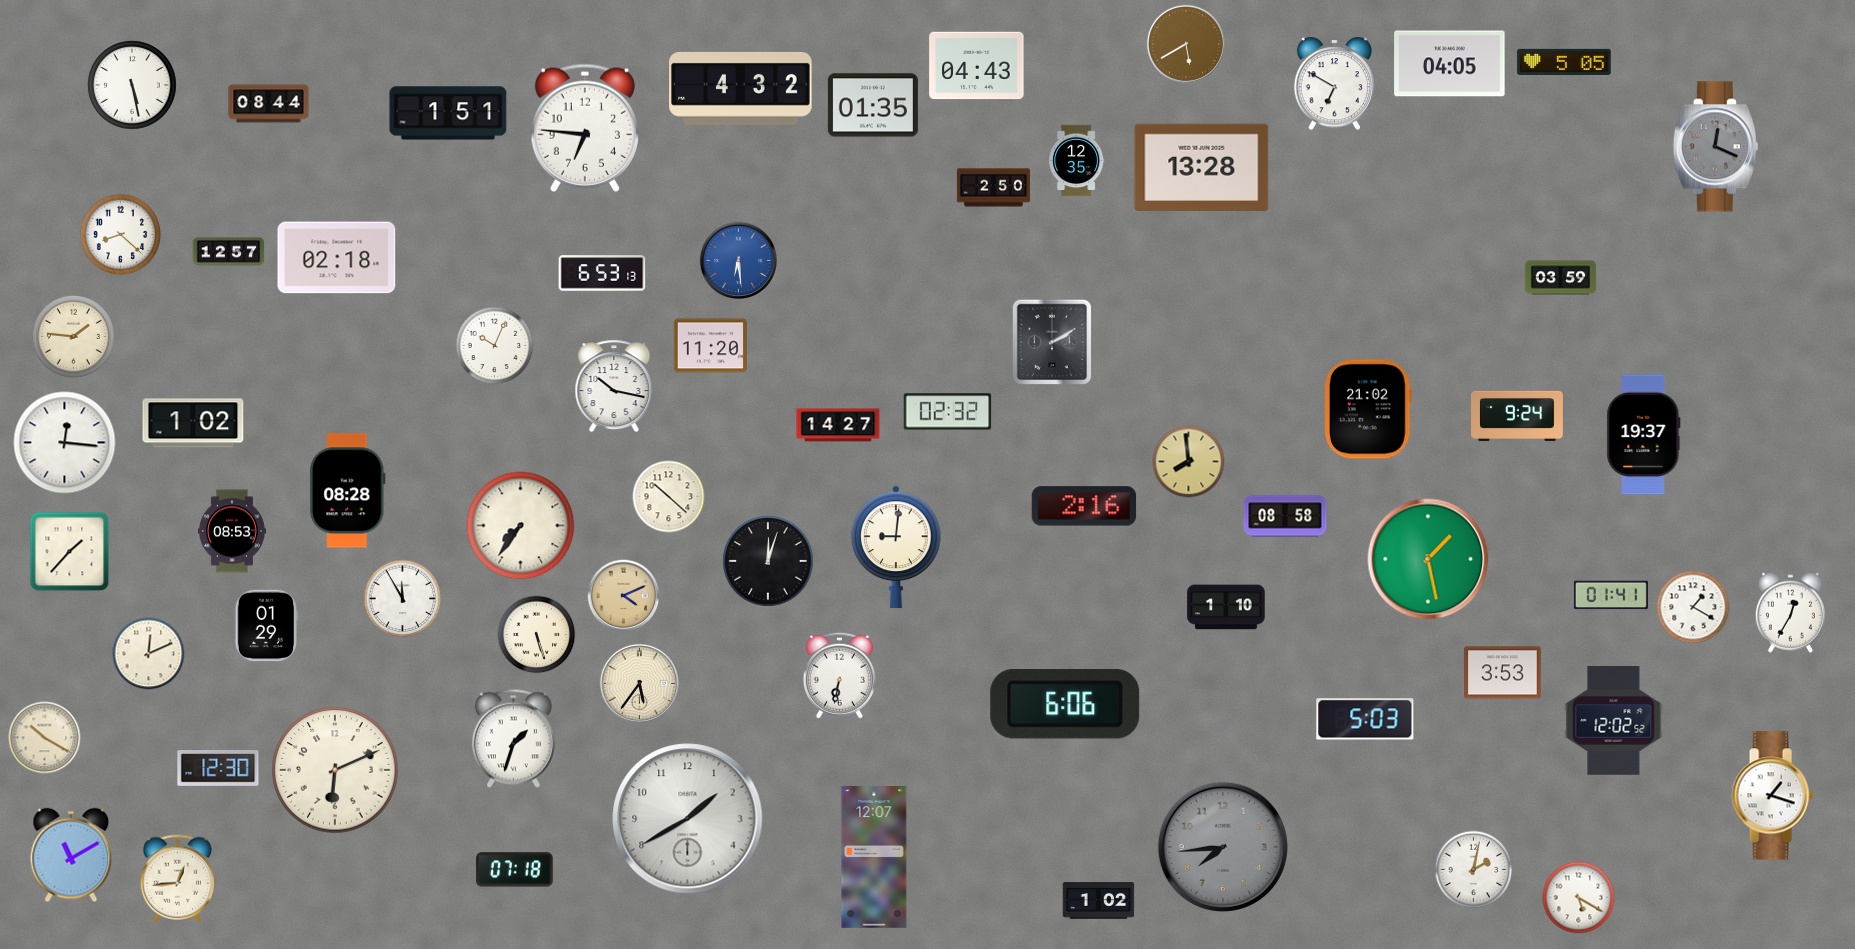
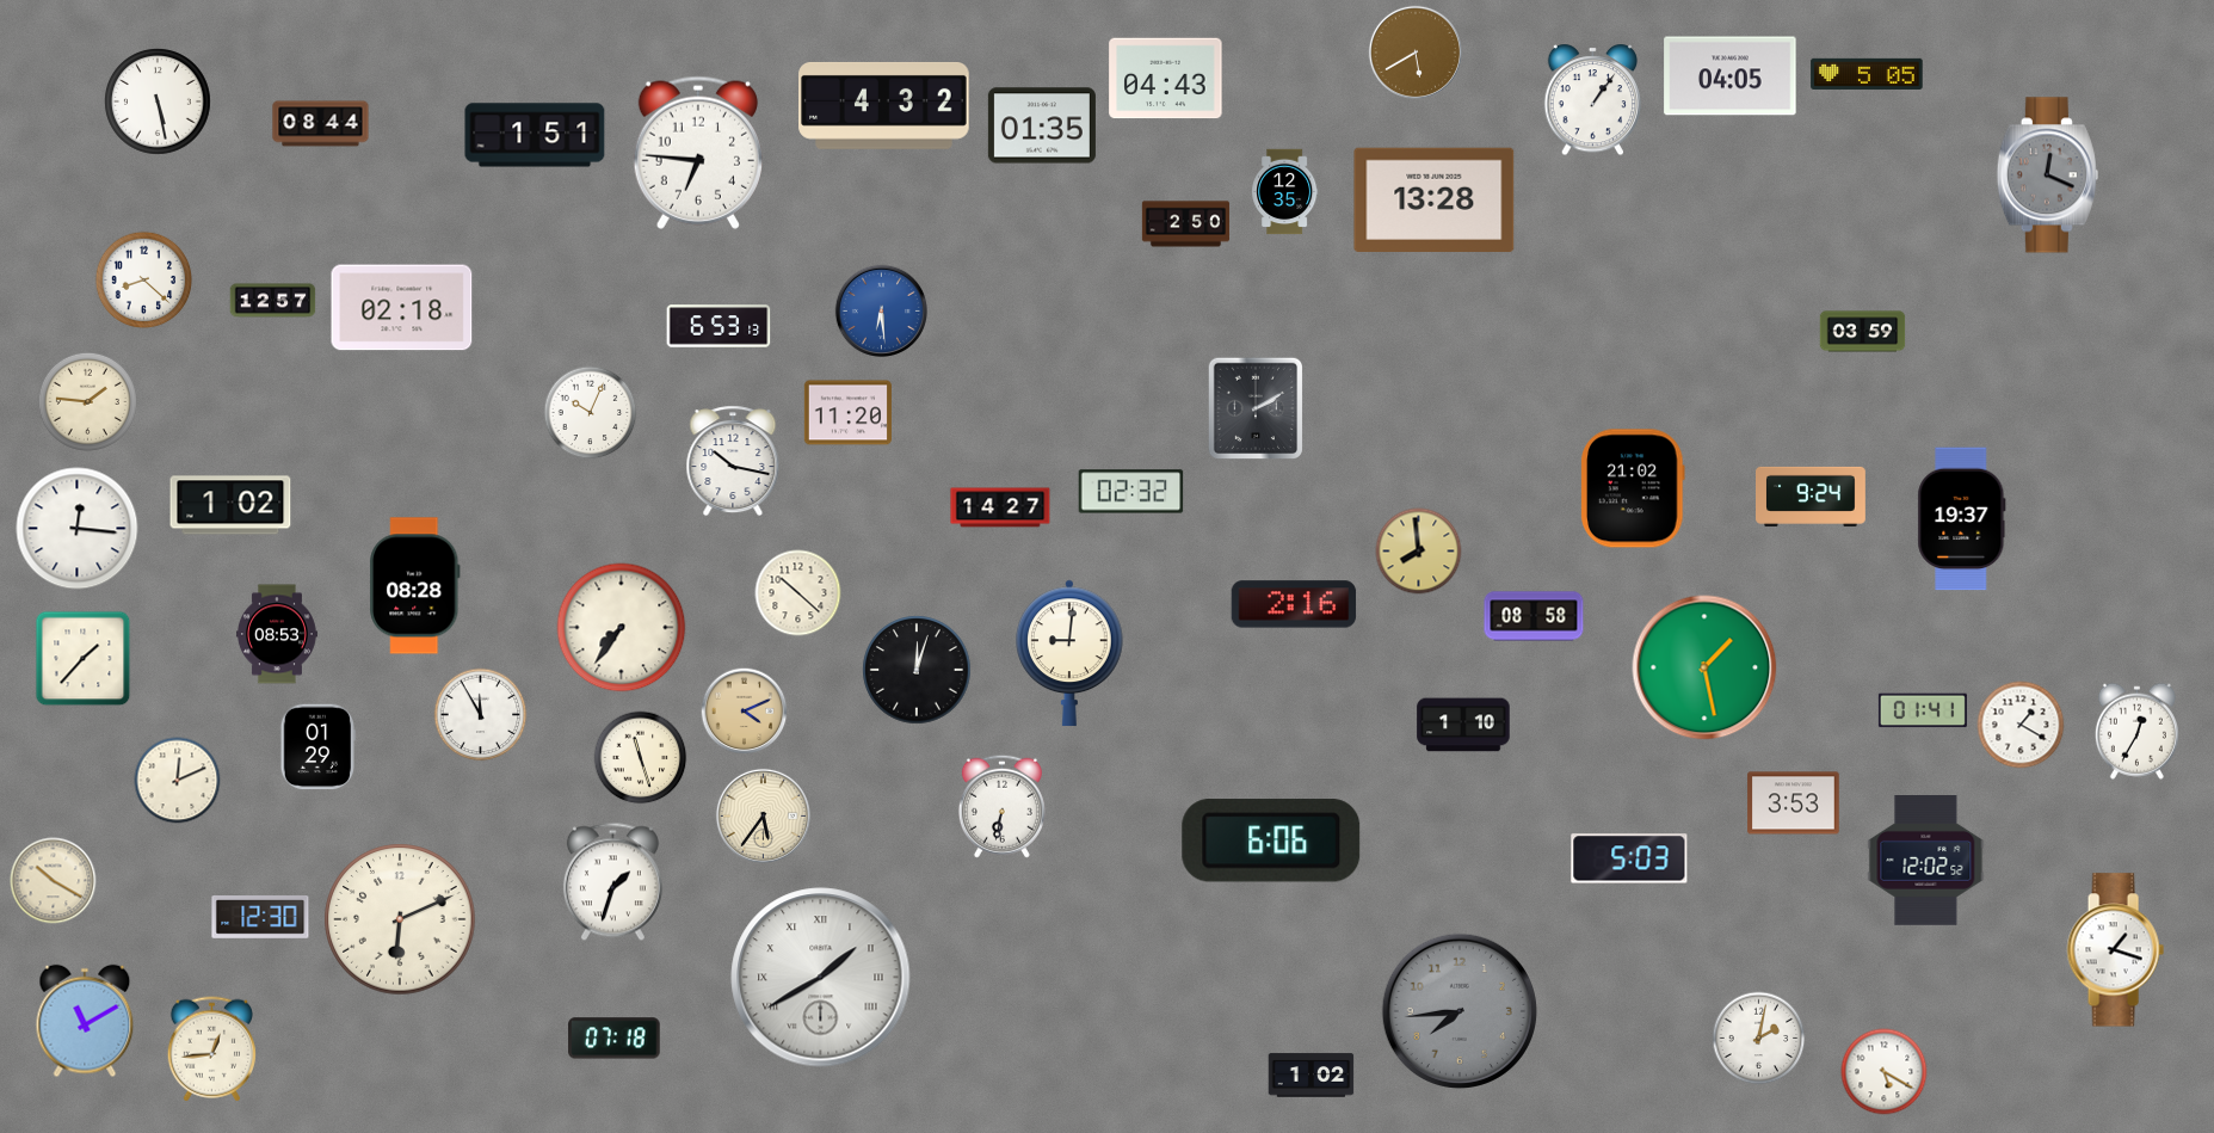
clock at (1335, 84): 6:50 -> 1:06
clock at (537, 635): 5:27 -> 11:27
clock at (688, 819) numerals: Arabic -> Roman
clock at (874, 858): 12:07 -> none
